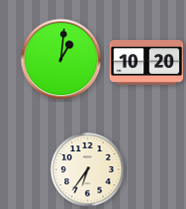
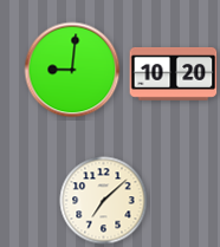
clock at (61, 59): 1:01 -> 9:01
clock at (88, 170): 6:36 -> 7:08
